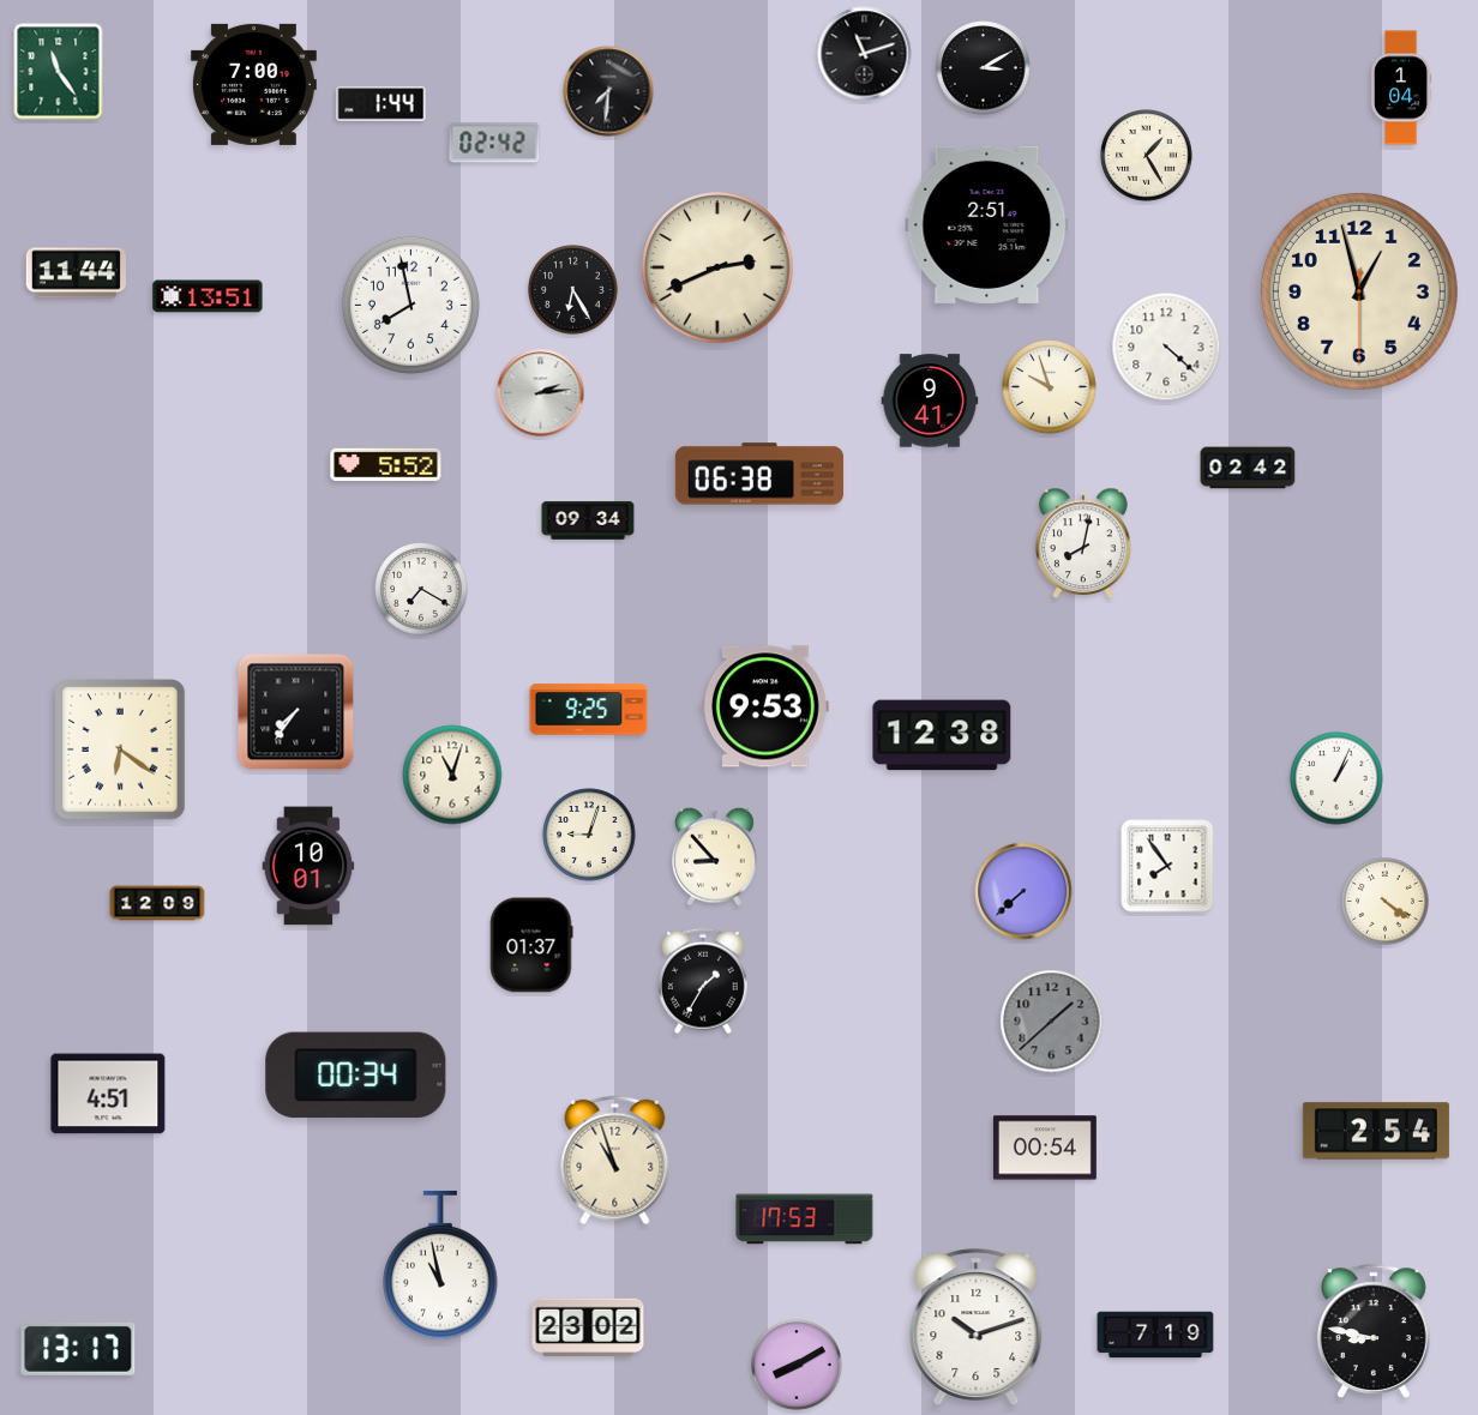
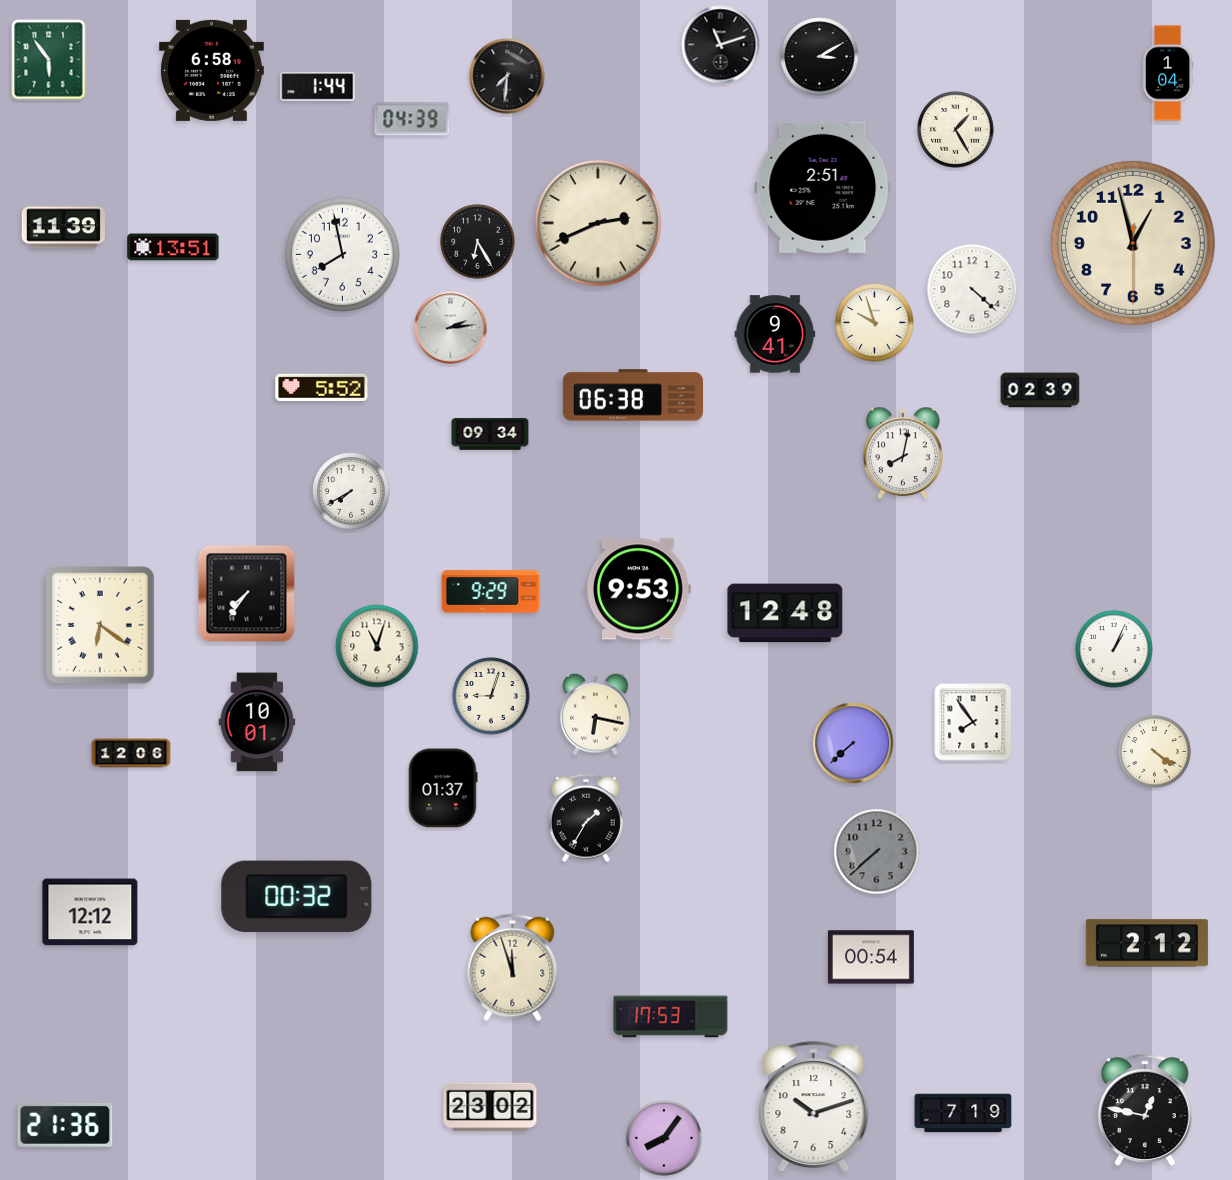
clock at (59, 72): 11:24 -> 5:54
clock at (253, 84): 7:00 -> 6:58
clock at (494, 143): 02:42 -> 04:39
clock at (76, 273): 11:44 -> 11:39
clock at (1248, 468): 02:42 -> 02:39
clock at (421, 589): 7:20 -> 7:40
clock at (589, 710): 9:25 -> 9:29
clock at (942, 735): 12:38 -> 12:48
clock at (715, 856): 8:53 -> 6:17
clock at (157, 903): 12:09 -> 12:06
clock at (1052, 1022): 1:38 -> 7:38
clock at (356, 1076): 00:34 -> 00:32
clock at (108, 1094): 4:51 -> 12:12
clock at (1376, 1131): 2:54 -> 2:12
clock at (615, 1161): 10:57 -> 11:57
clock at (440, 1265): 10:58 -> none
clock at (1374, 1331): 8:47 -> 12:47
clock at (78, 1349): 13:17 -> 21:36
clock at (797, 1365): 8:10 -> 8:06
